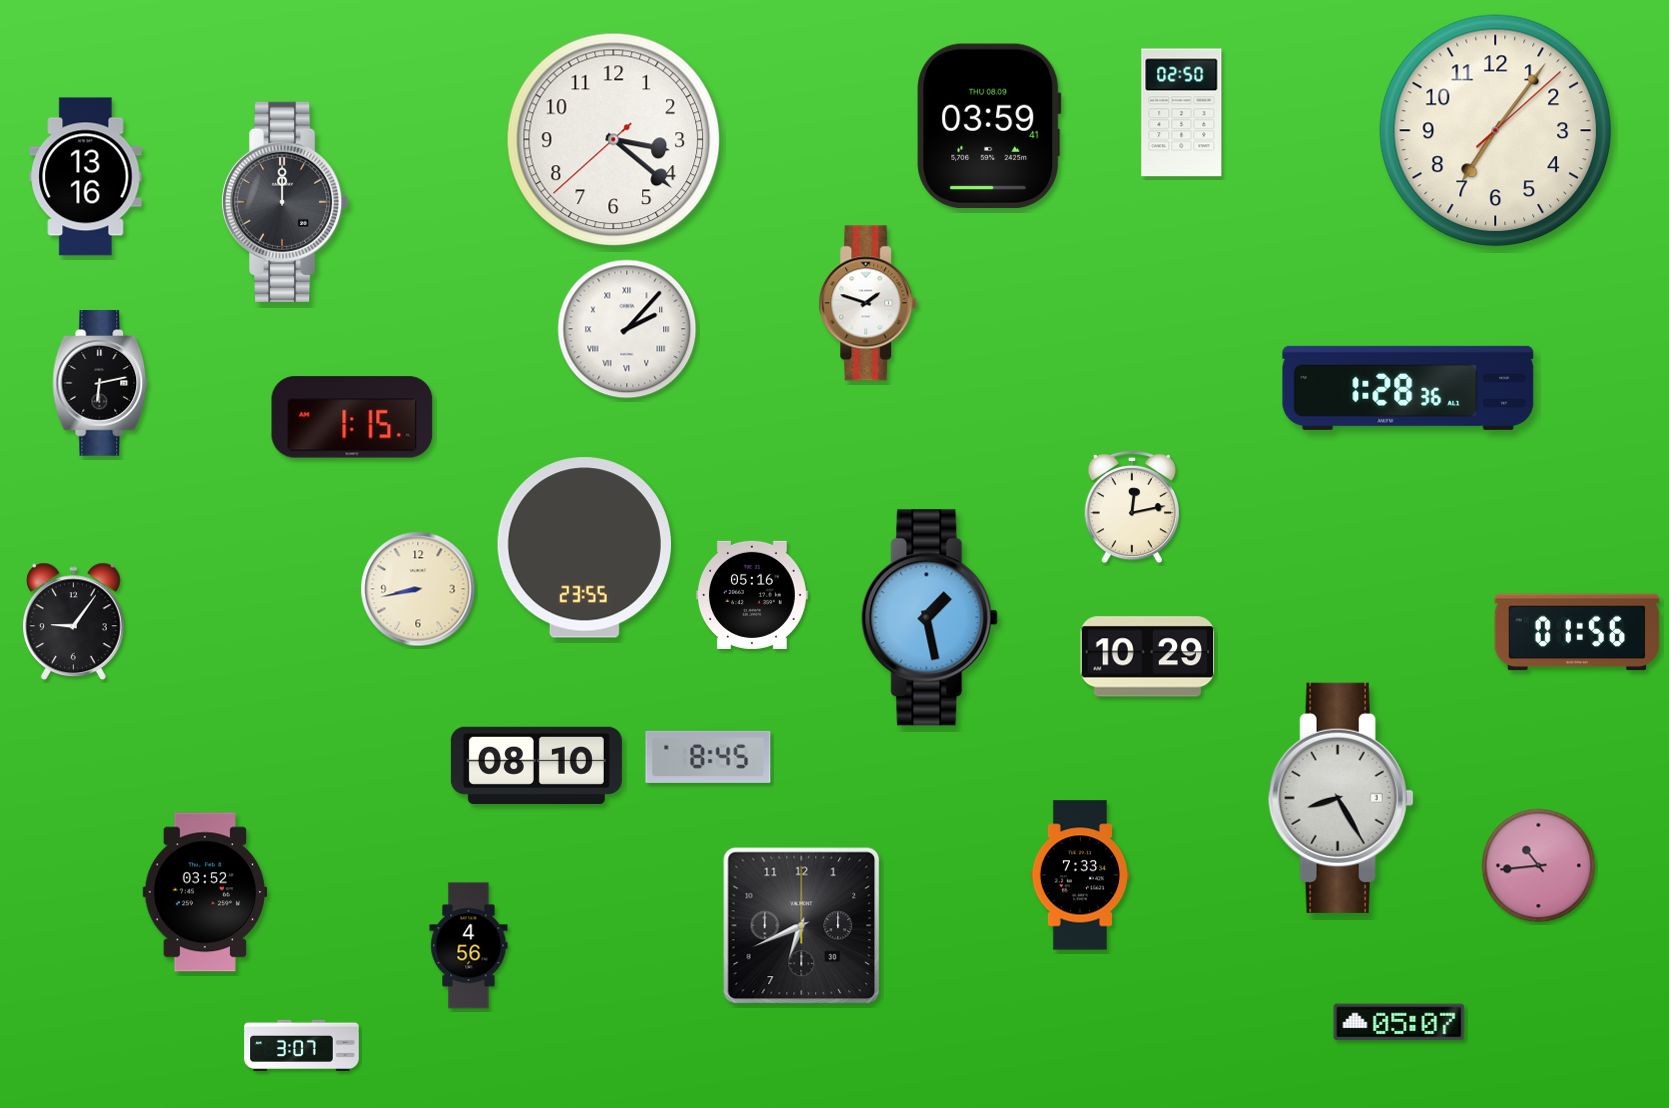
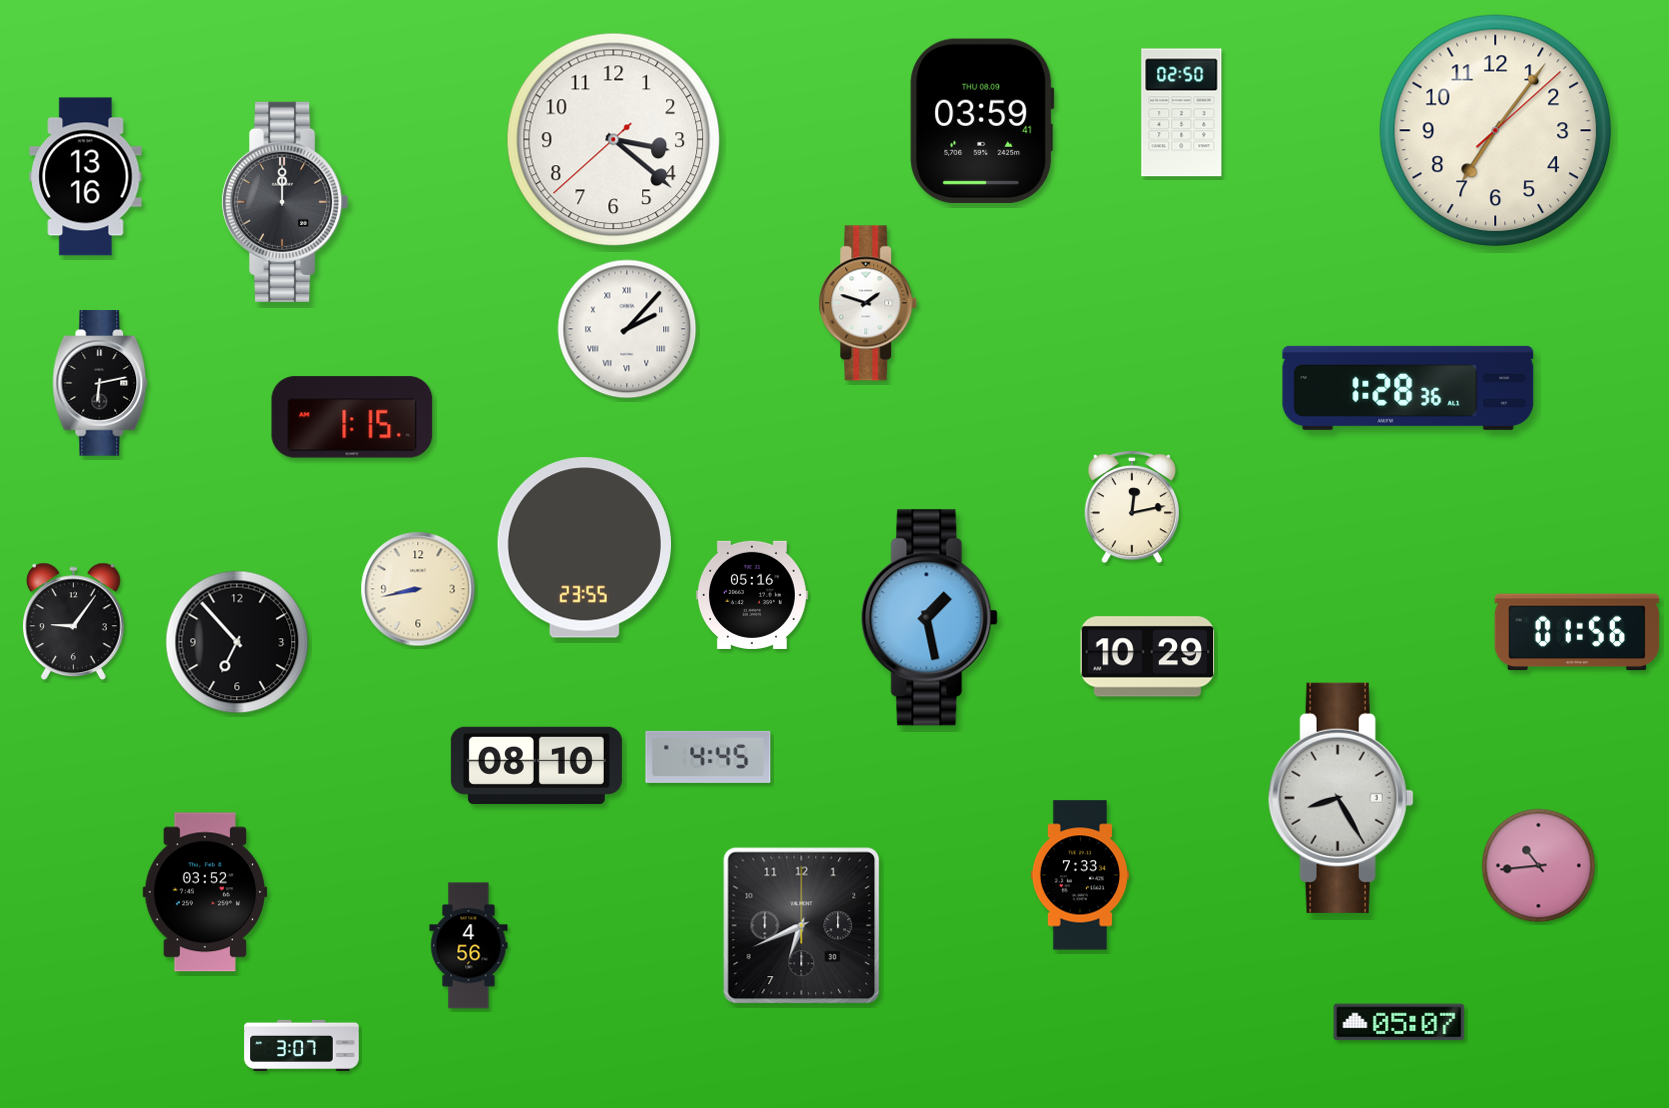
clock at (989, 125) position: (989, 125) -> (982, 120)
clock at (237, 642): none -> 6:53
clock at (708, 757): 8:45 -> 4:45
